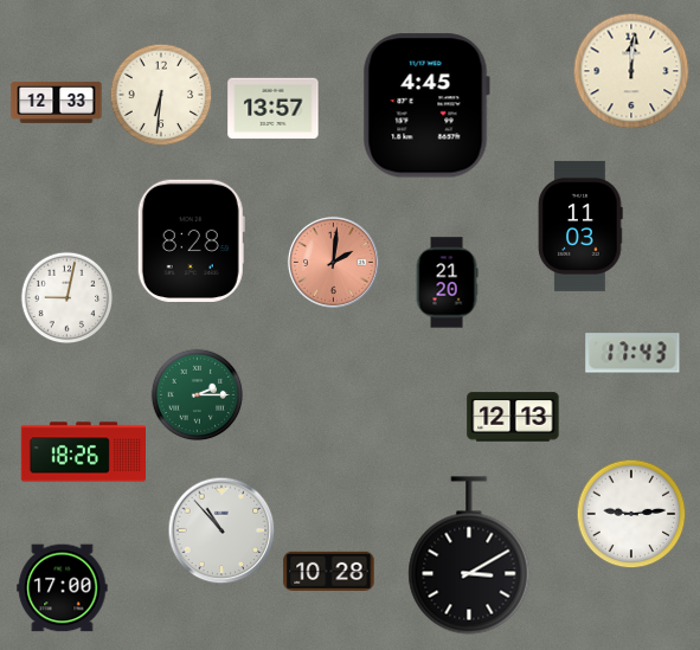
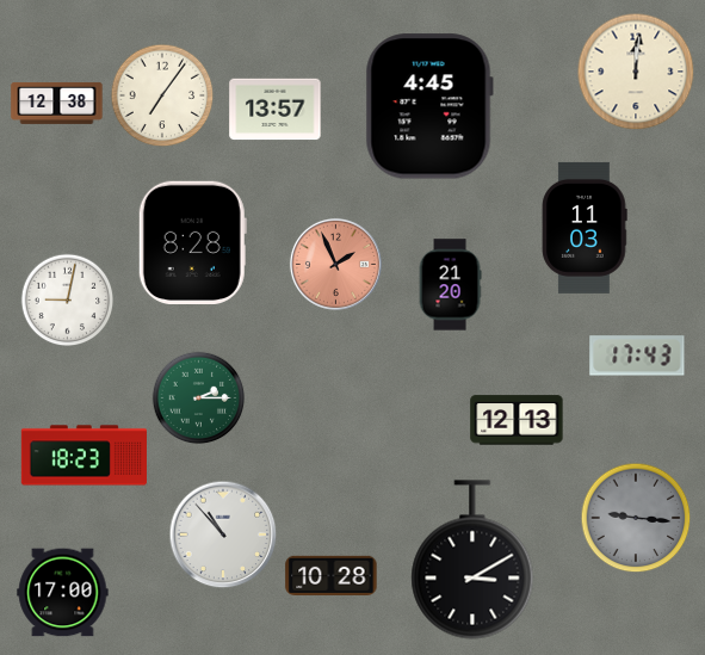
clock at (161, 95): 6:31 -> 7:06
clock at (57, 102): 12:33 -> 12:38
clock at (333, 262): 2:01 -> 1:56
clock at (83, 452): 18:26 -> 18:23
clock at (631, 514): 9:14 -> 9:16
clock at (631, 514) dial: white -> grey
